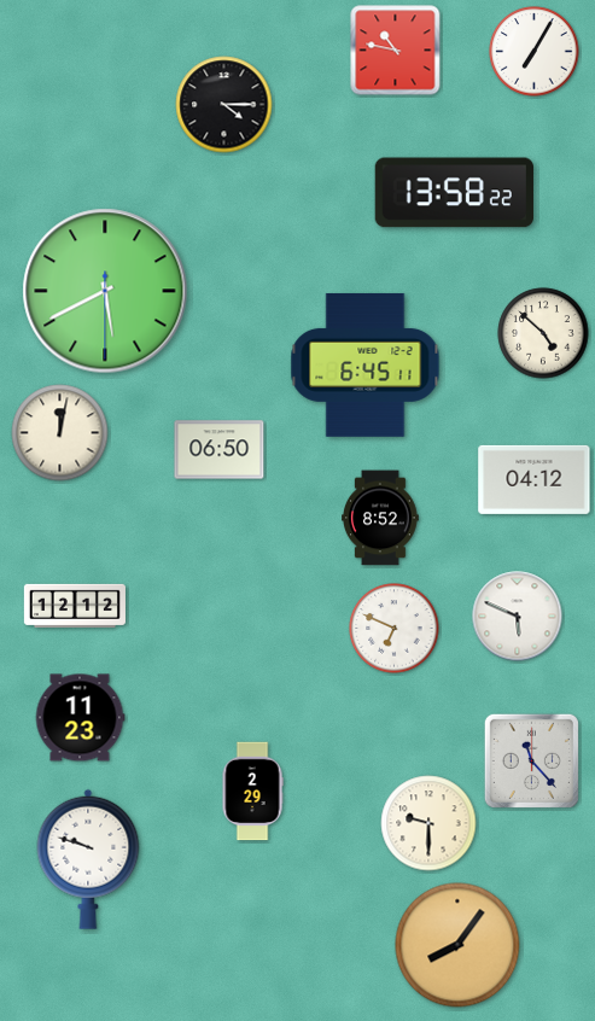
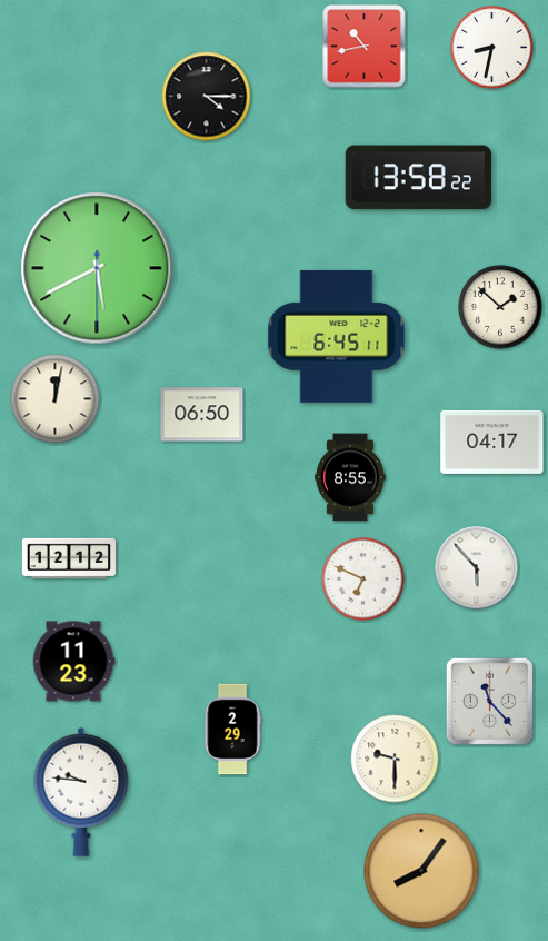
clock at (396, 51): 10:47 -> 10:43
clock at (535, 52): 7:05 -> 8:32
clock at (543, 333): 4:52 -> 1:52
clock at (535, 479): 04:12 -> 04:17
clock at (381, 518): 8:52 -> 8:55
clock at (518, 617): 5:49 -> 5:53
clock at (88, 859): 9:48 -> 9:46
